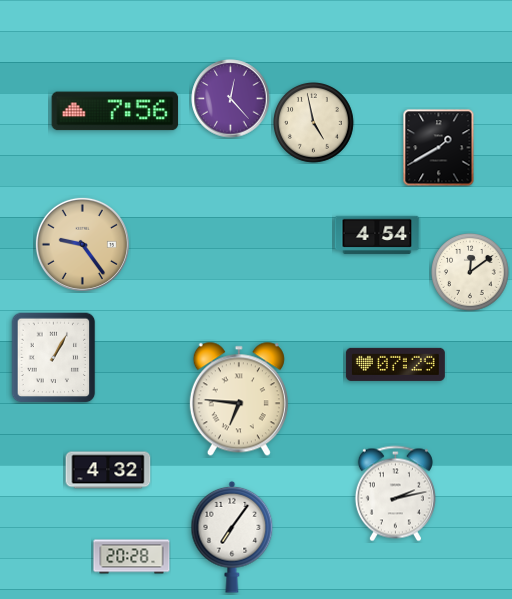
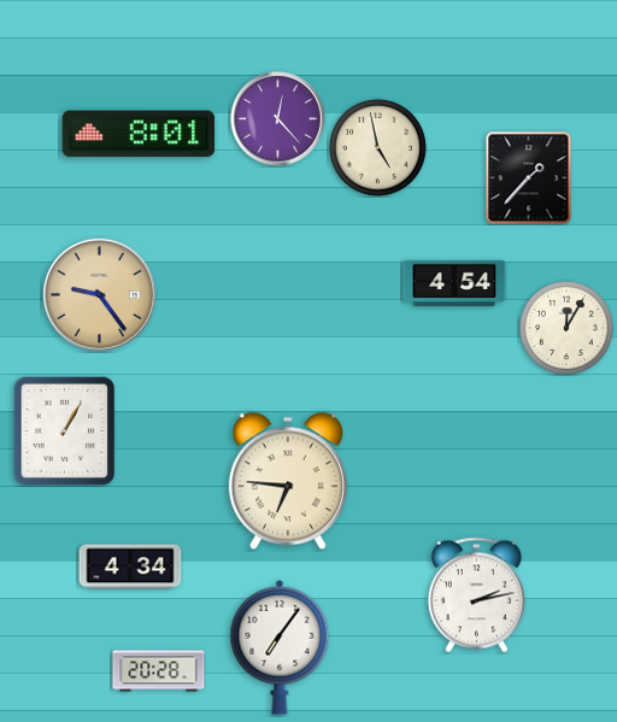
clock at (115, 111): 7:56 -> 8:01
clock at (439, 148): 1:40 -> 1:37
clock at (471, 273): 12:09 -> 12:05
clock at (395, 364): 07:29 -> none
clock at (108, 470): 4:32 -> 4:34
